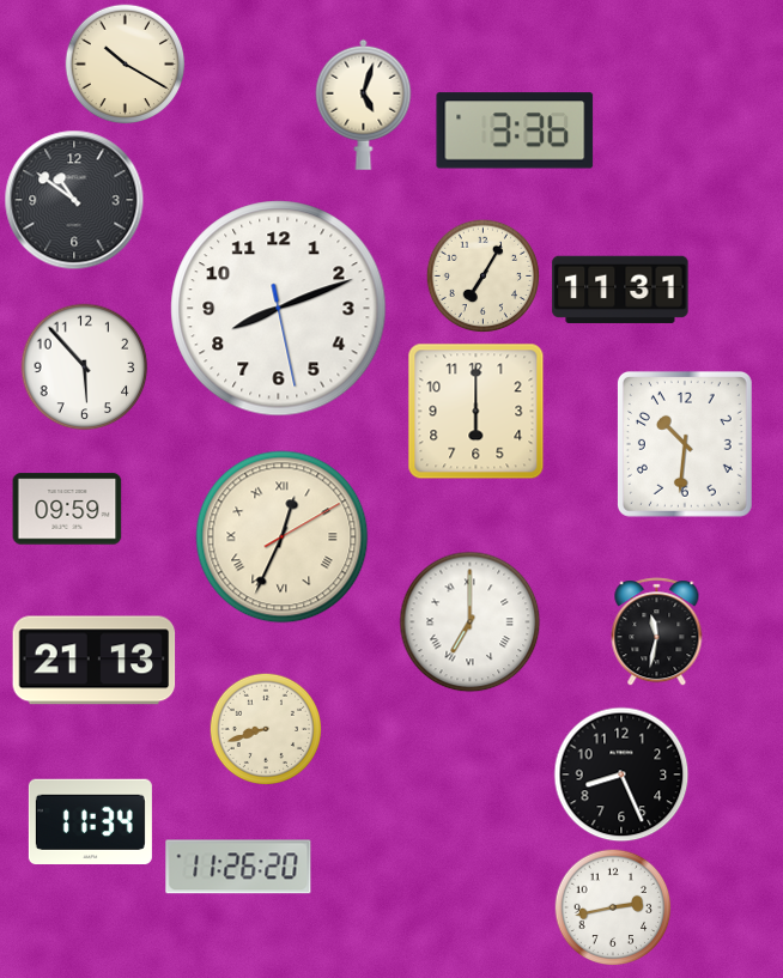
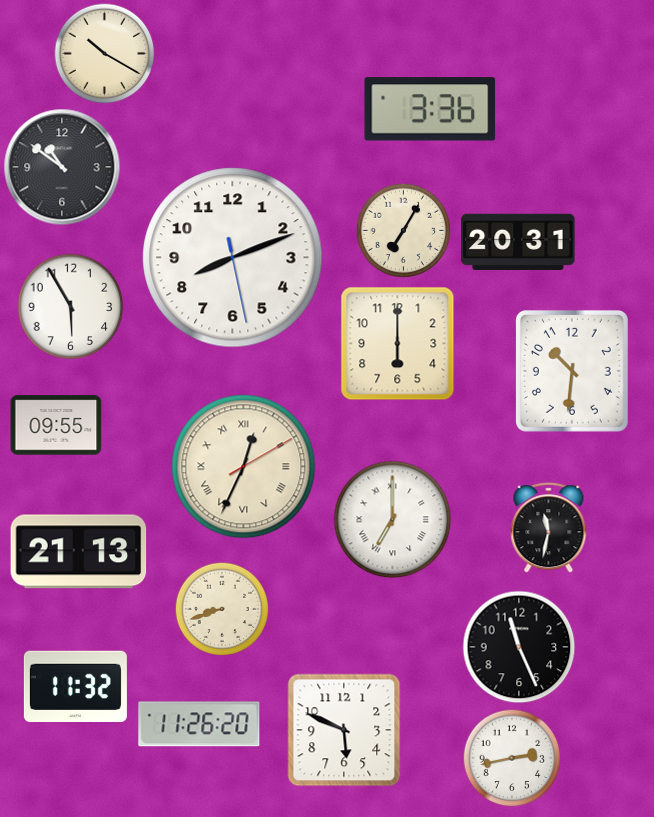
clock at (364, 104): 5:03 -> none
clock at (620, 290): 11:31 -> 20:31
clock at (85, 367): 5:53 -> 5:55
clock at (67, 509): 09:59 -> 09:55
clock at (283, 537) position: (283, 537) -> (244, 467)
clock at (621, 774): 8:26 -> 11:26
clock at (90, 821): 11:34 -> 11:32
clock at (344, 730): none -> 5:49
